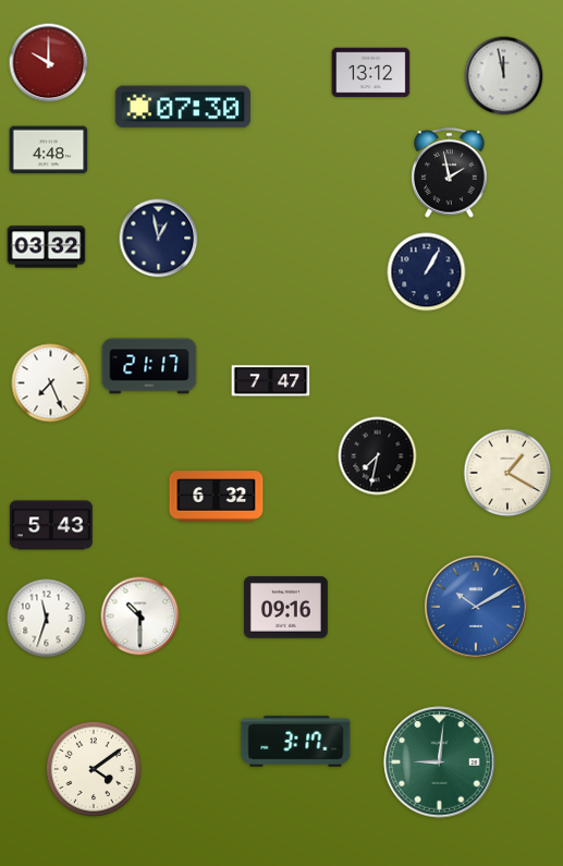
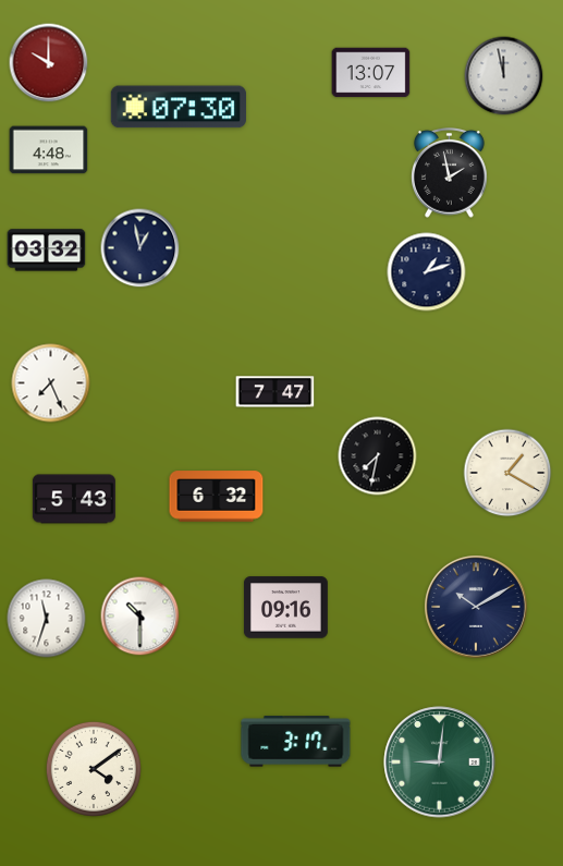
clock at (371, 73): 13:12 -> 13:07
clock at (183, 107) position: (183, 107) -> (179, 107)
clock at (159, 239) position: (159, 239) -> (140, 248)
clock at (47, 247) position: (47, 247) -> (47, 251)
clock at (427, 272): 1:05 -> 1:12
clock at (149, 366): 21:17 -> none
clock at (271, 381) position: (271, 381) -> (276, 392)
clock at (51, 525) position: (51, 525) -> (74, 499)
clock at (477, 608) dial: blue -> navy
